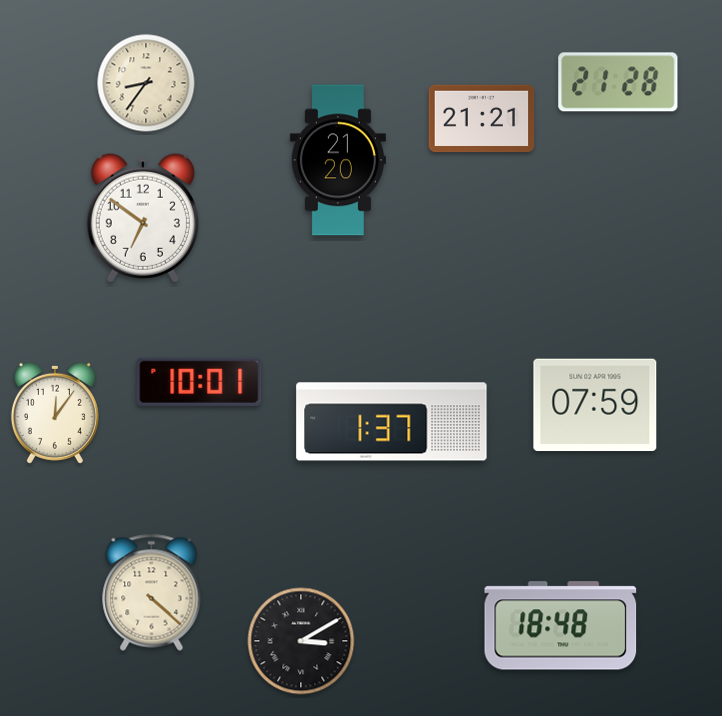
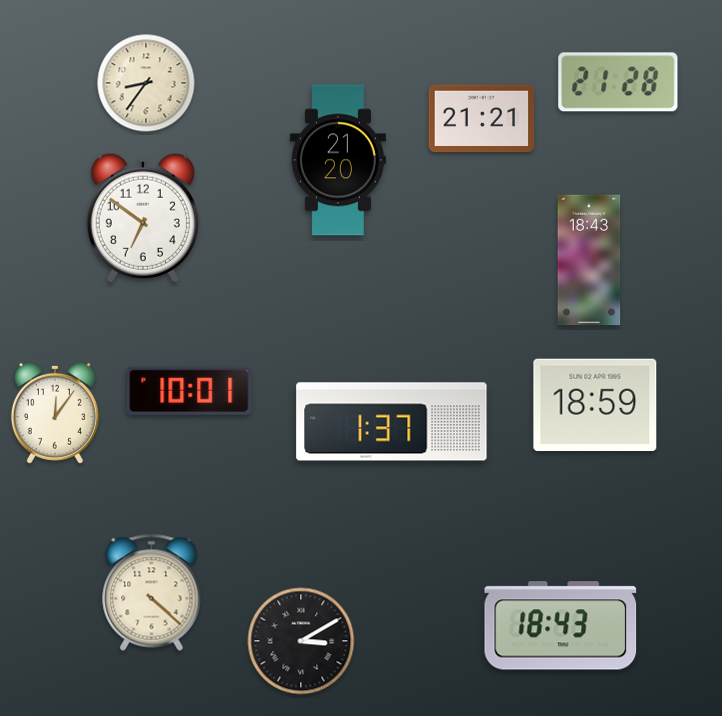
clock at (589, 260): none -> 18:43
clock at (199, 382) position: (199, 382) -> (189, 391)
clock at (595, 405): 07:59 -> 18:59
clock at (561, 626): 18:48 -> 18:43
